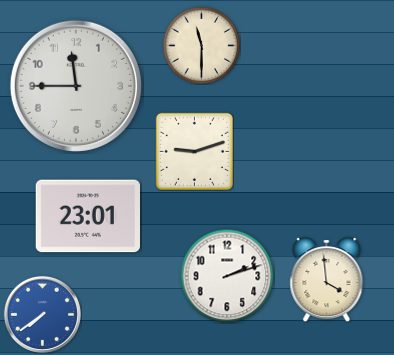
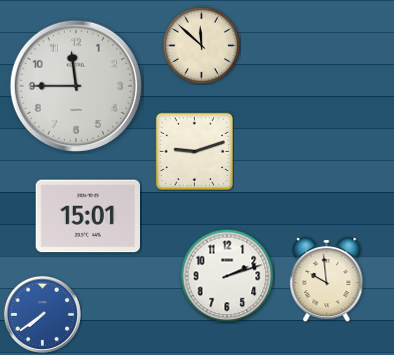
clock at (201, 45): 11:30 -> 11:52
clock at (87, 216): 23:01 -> 15:01
clock at (327, 279): 3:59 -> 9:59
